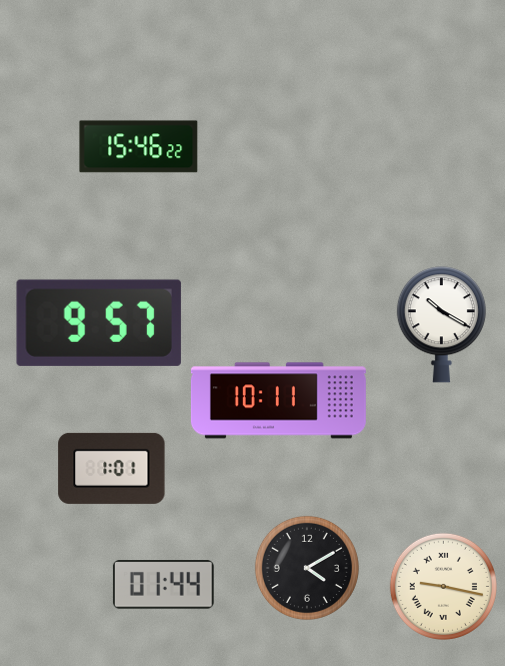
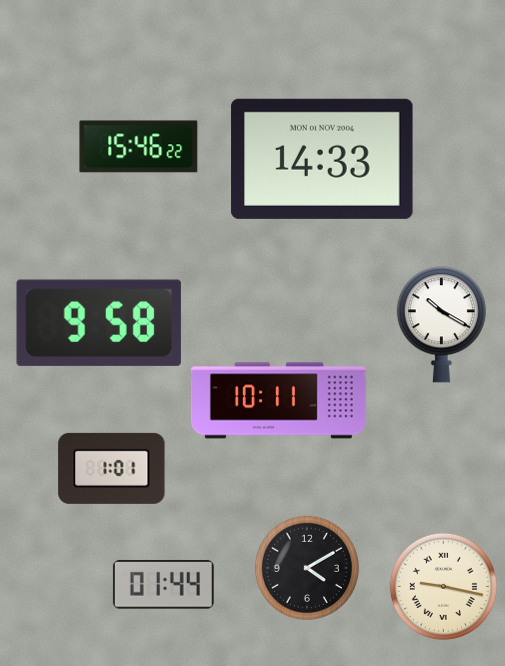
clock at (322, 159): none -> 14:33
clock at (99, 323): 9:57 -> 9:58
